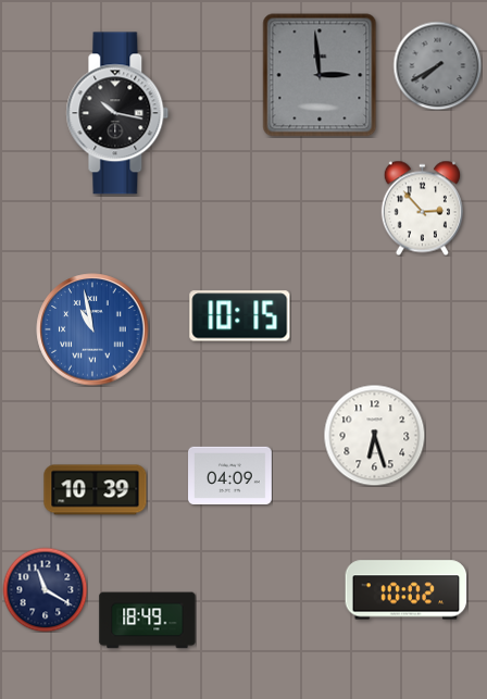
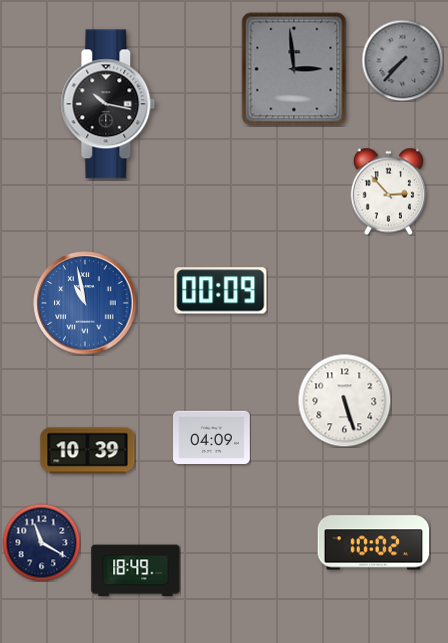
clock at (437, 65): 7:40 -> 7:37
clock at (240, 316): 10:15 -> 00:09
clock at (374, 435): 6:27 -> 5:27
